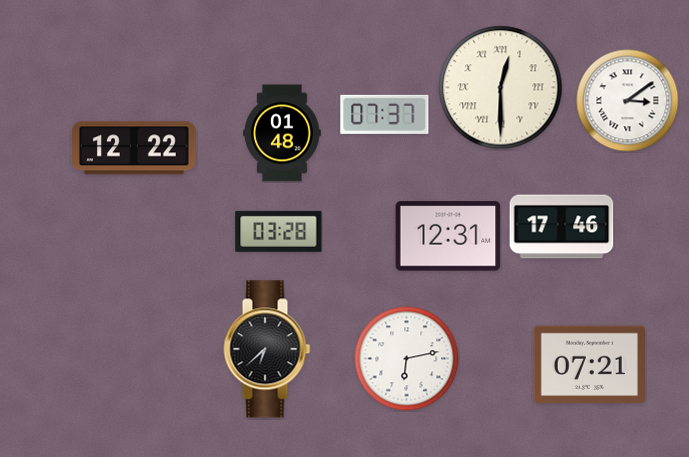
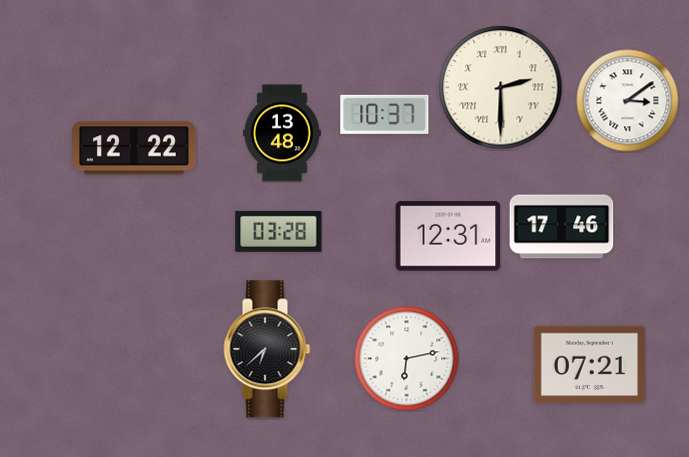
clock at (501, 88): 12:30 -> 2:30
clock at (385, 114): 07:37 -> 10:37
clock at (283, 133): 01:48 -> 13:48
